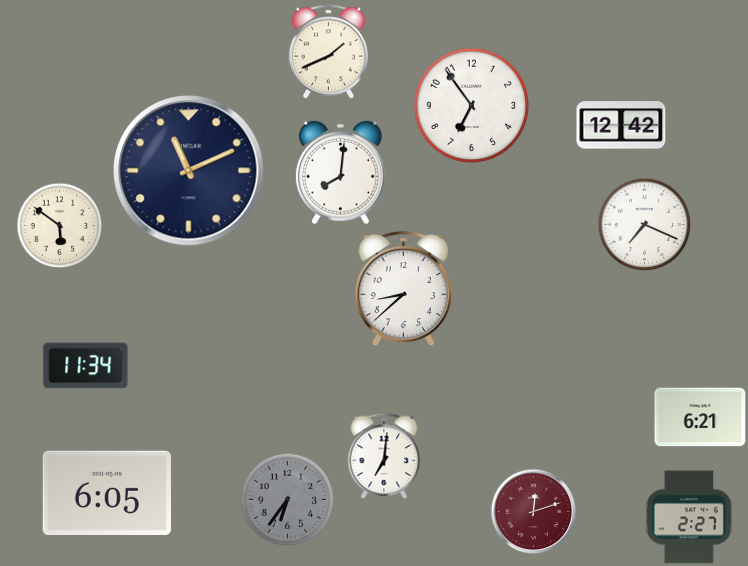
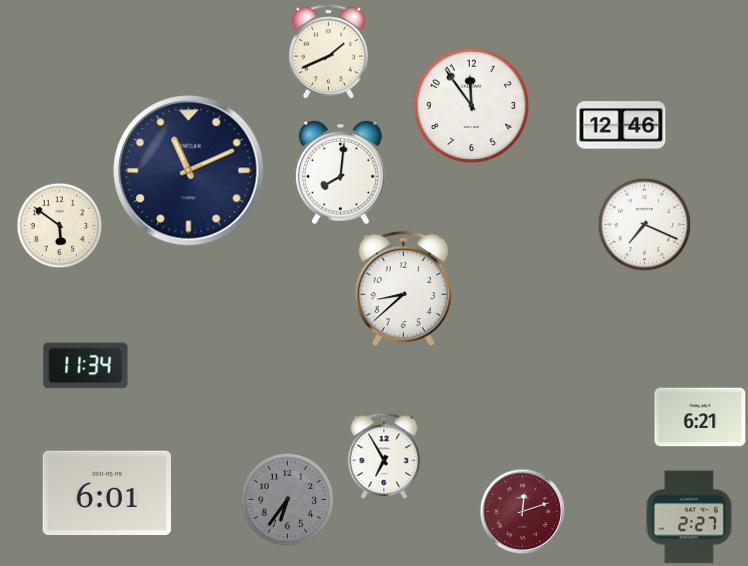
clock at (472, 106): 6:54 -> 11:54
clock at (621, 125): 12:42 -> 12:46
clock at (384, 456): 7:01 -> 6:55
clock at (107, 492): 6:05 -> 6:01
clock at (534, 512) position: (534, 512) -> (523, 512)
